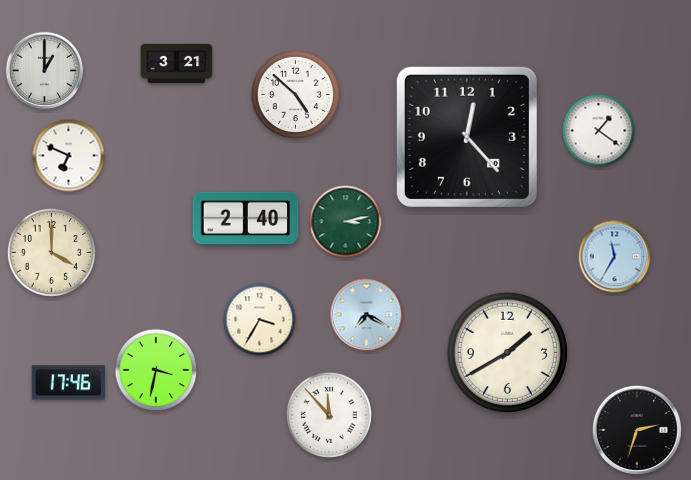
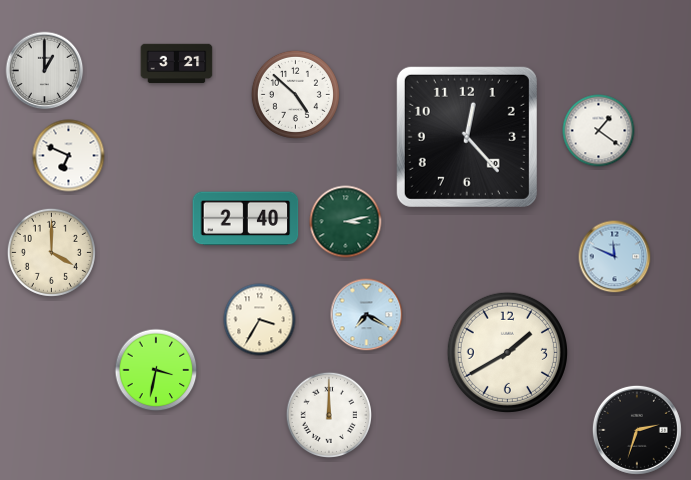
clock at (615, 257): 11:35 -> 11:49
clock at (69, 383): 17:46 -> none
clock at (328, 414): 11:53 -> 12:00
